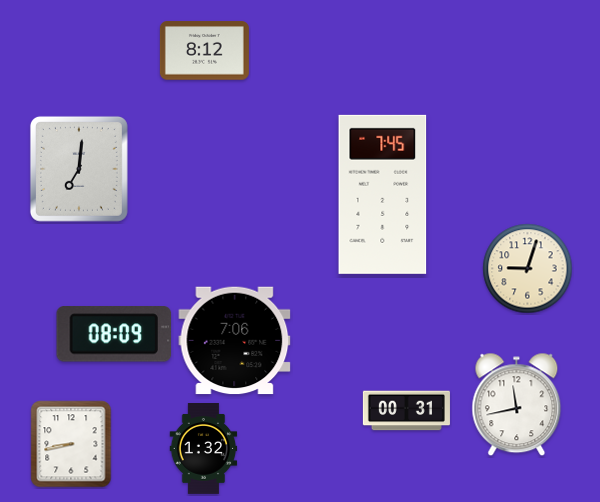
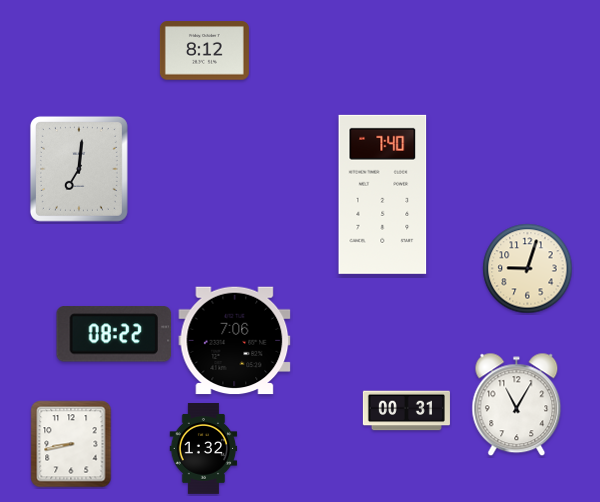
clock at (383, 194): 7:45 -> 7:40
clock at (114, 334): 08:09 -> 08:22
clock at (517, 405): 11:43 -> 11:05
